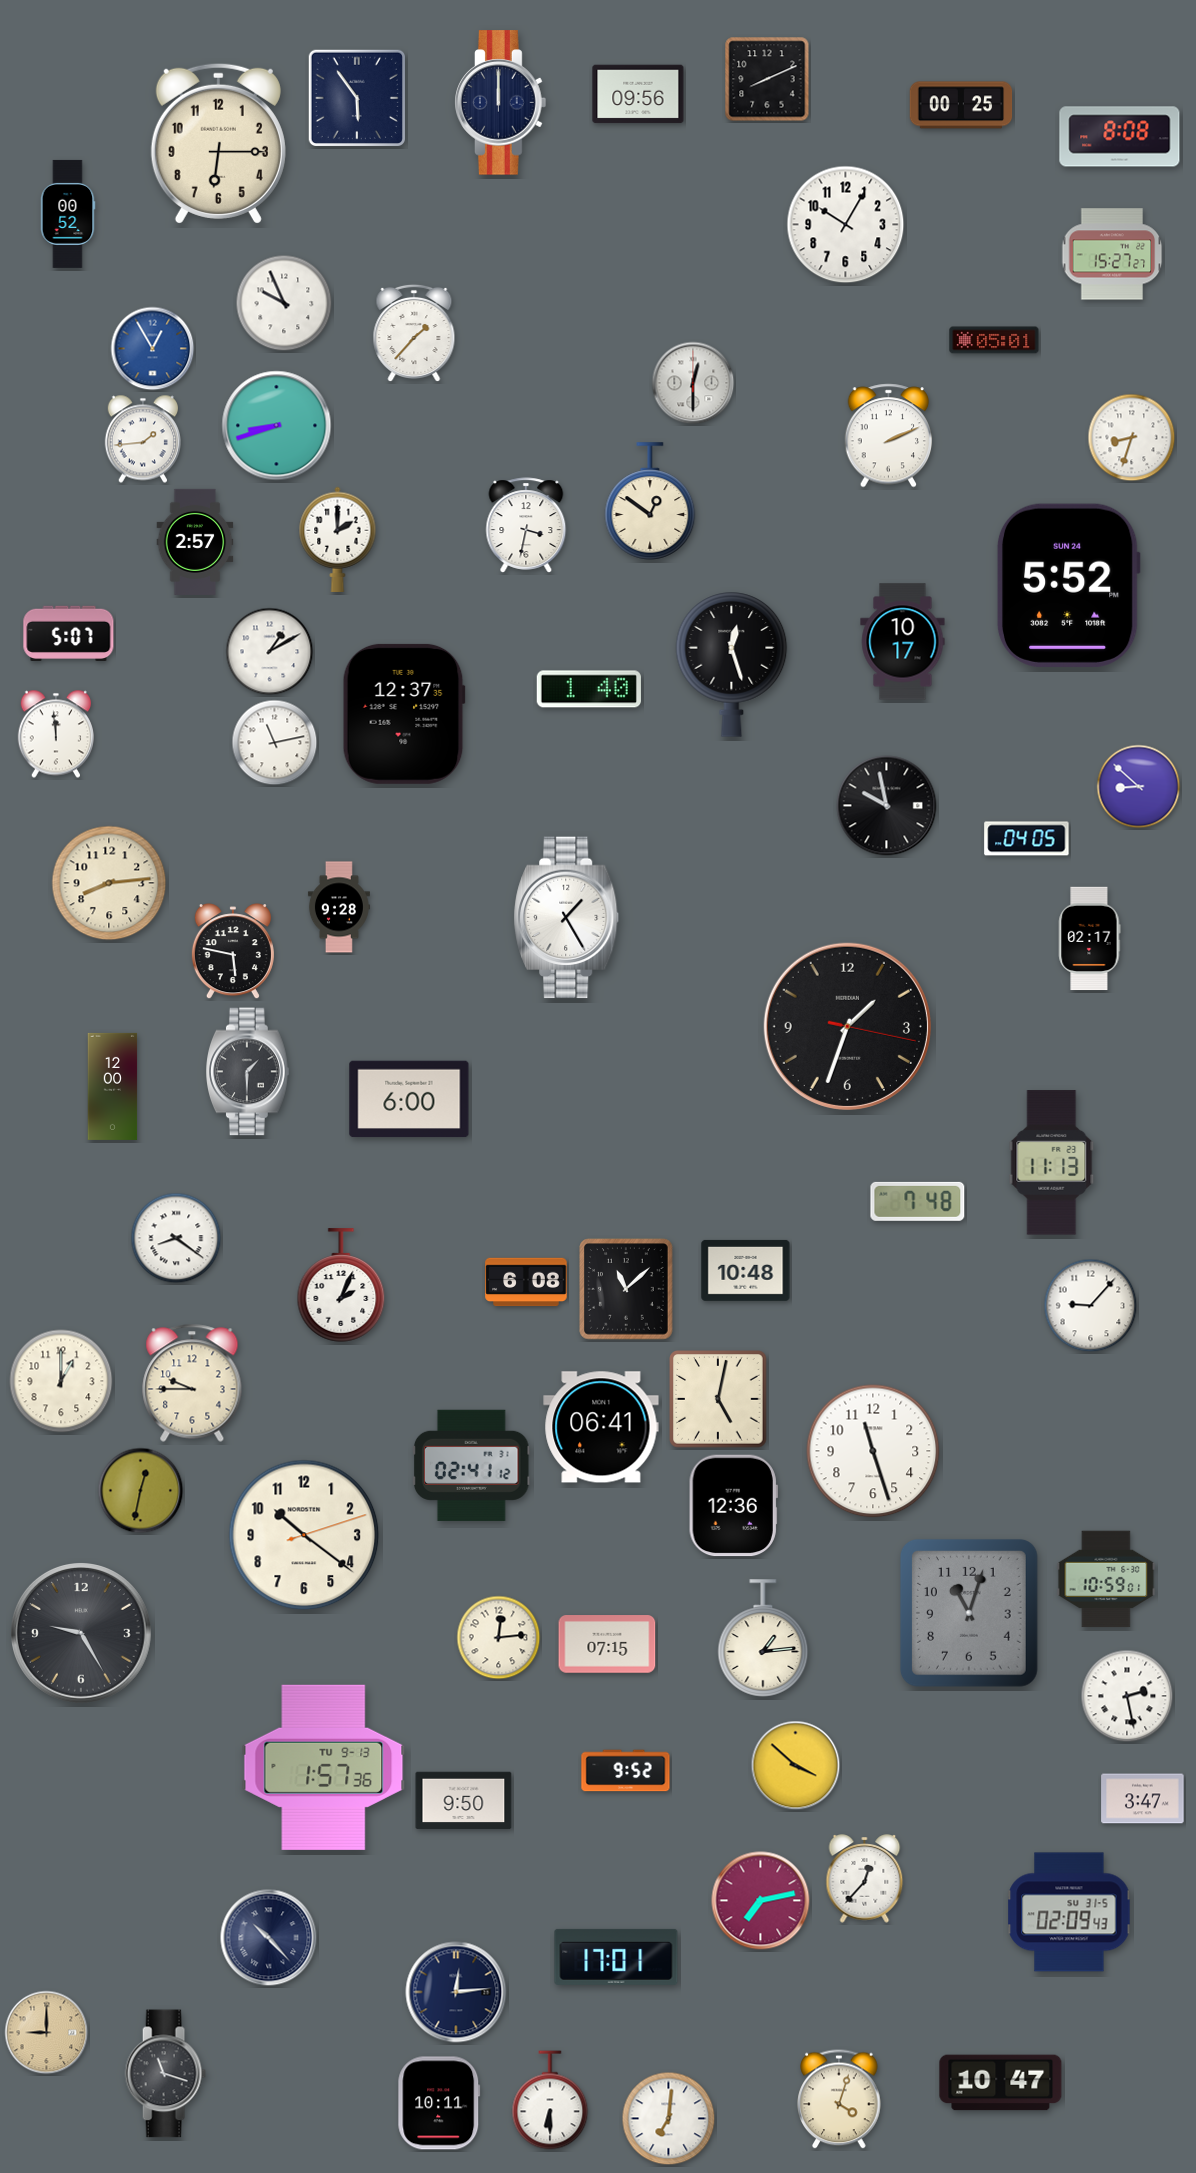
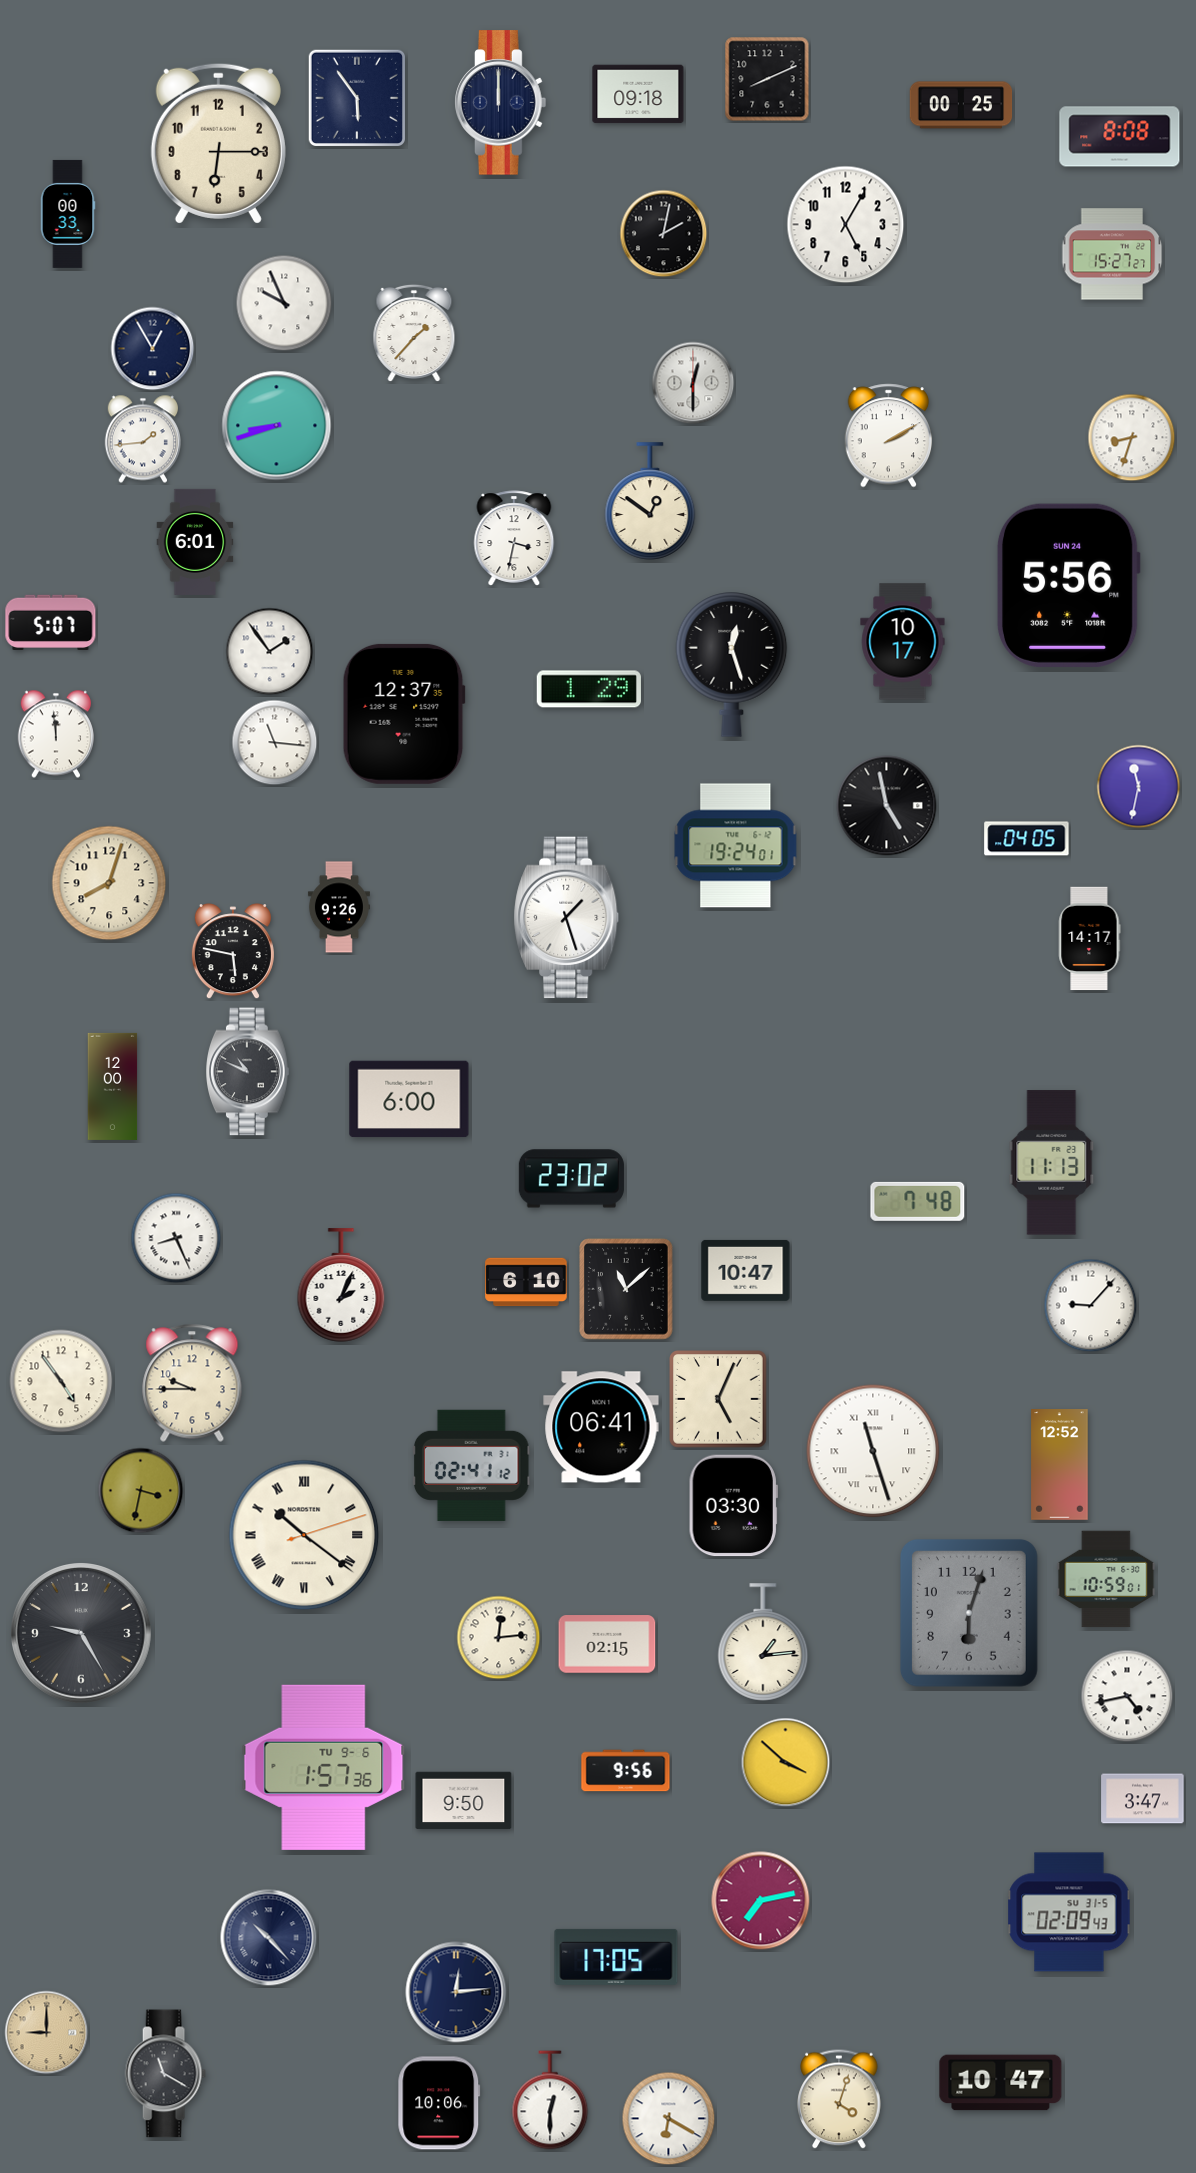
clock at (638, 94): 09:56 -> 09:18
clock at (68, 214): 00:52 -> 00:33
clock at (846, 225): 10:05 -> 5:05
clock at (664, 234): none -> 2:02
clock at (994, 340): 05:01 -> none
clock at (153, 349) dial: blue -> navy
clock at (889, 436): 2:11 -> 2:10
clock at (526, 525) position: (526, 525) -> (514, 538)
clock at (338, 539): 2:00 -> none
clock at (195, 542): 2:57 -> 6:01
clock at (1068, 585): 5:52 -> 5:56
clock at (69, 633) position: (69, 633) -> (51, 622)
clock at (270, 652): 1:10 -> 1:54
clock at (589, 689): 1:40 -> 1:29
clock at (275, 743): 11:13 -> 11:16
clock at (1139, 787): 8:52 -> 11:32
clock at (887, 806): 9:58 -> 4:58
clock at (736, 846): none -> 19:24
clock at (109, 883): 8:14 -> 8:03
clock at (339, 907): 9:28 -> 9:26
clock at (567, 918): 1:25 -> 1:27
clock at (1090, 939): 02:17 -> 14:17
clock at (847, 1026): 1:33 -> none
clock at (248, 1072): 1:30 -> 10:49
clock at (571, 1179): none -> 23:02
clock at (176, 1238): 8:21 -> 8:26
clock at (746, 1270): 10:48 -> 10:47
clock at (526, 1282): 6:08 -> 6:10
clock at (61, 1381): 1:00 -> 4:54
clock at (718, 1399): 5:02 -> 5:04
clock at (873, 1451) numerals: Arabic -> Roman
clock at (1060, 1465): none -> 12:52
clock at (141, 1491): 12:32 -> 3:32
clock at (733, 1506): 12:36 -> 03:30
clock at (304, 1535) numerals: Arabic -> Roman
clock at (969, 1613): 11:03 -> 6:03
clock at (763, 1638) position: (763, 1638) -> (763, 1642)
clock at (607, 1644): 07:15 -> 02:15
clock at (1127, 1696): 2:28 -> 4:43
clock at (796, 1766) position: (796, 1766) -> (786, 1763)
clock at (324, 1767) date: TU 9-13 -> TU 9-6
clock at (626, 1771): 9:52 -> 9:56
clock at (865, 1879): 12:37 -> none
clock at (616, 1957): 17:01 -> 17:05
clock at (165, 2074): 11:18 -> 11:20
clock at (550, 2100): 6:30 -> 12:30
clock at (439, 2103): 10:11 -> 10:06
clock at (669, 2119): 7:01 -> 6:20
